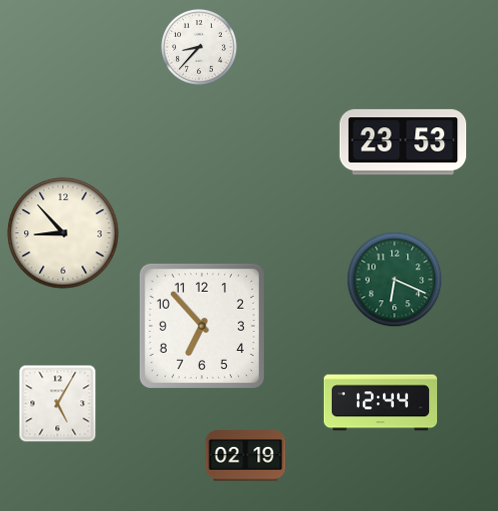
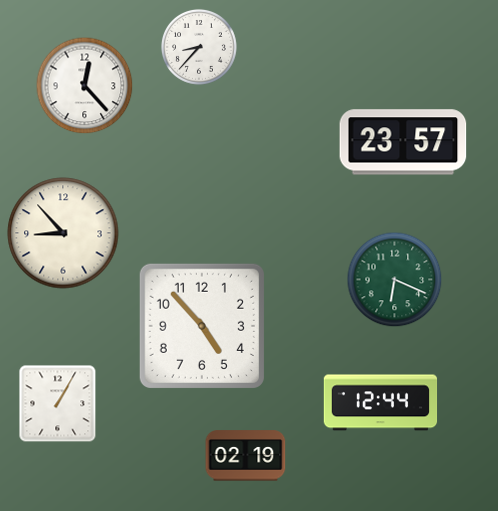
clock at (85, 86): none -> 12:23
clock at (403, 142): 23:53 -> 23:57
clock at (202, 326): 6:53 -> 4:53
clock at (58, 404): 5:05 -> 1:05
